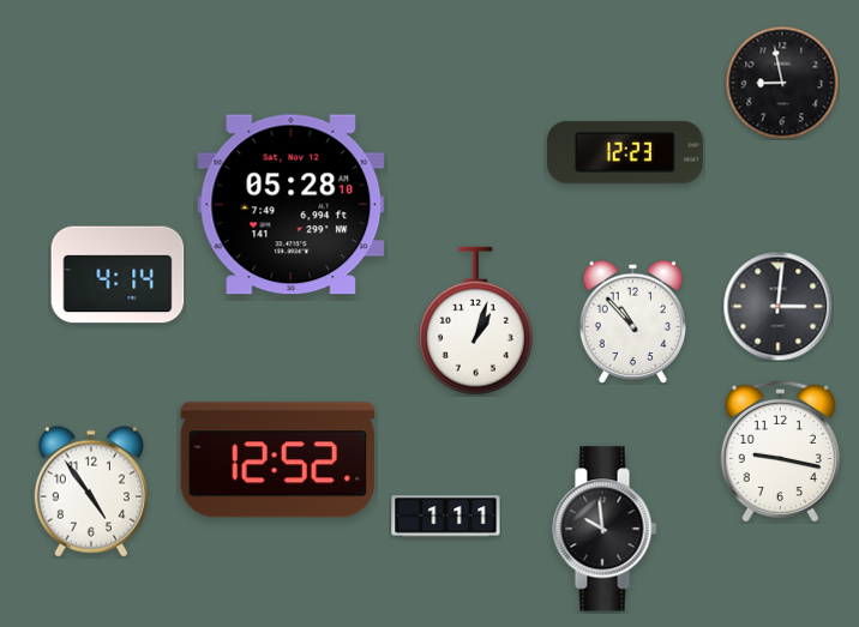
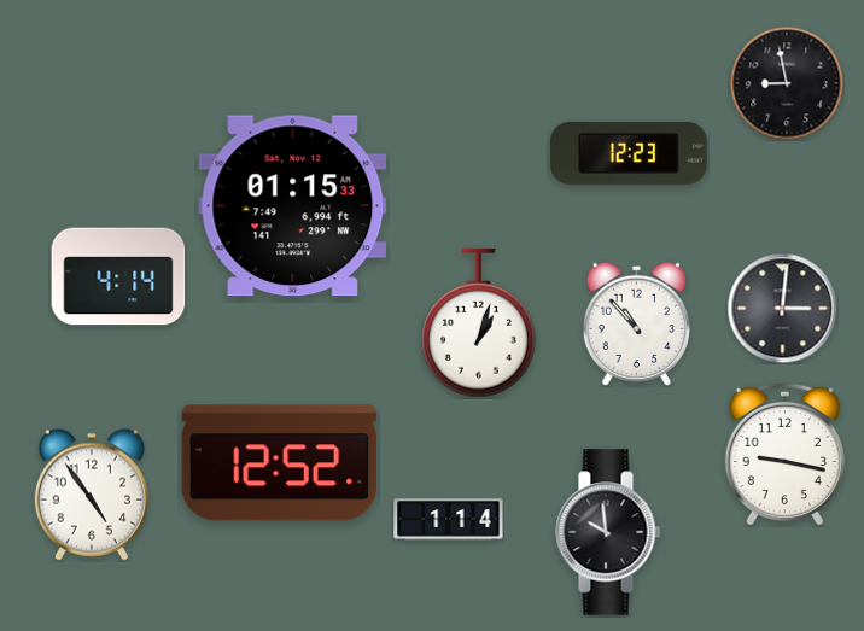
clock at (292, 205): 05:28 -> 01:15
clock at (446, 517): 1:11 -> 1:14
